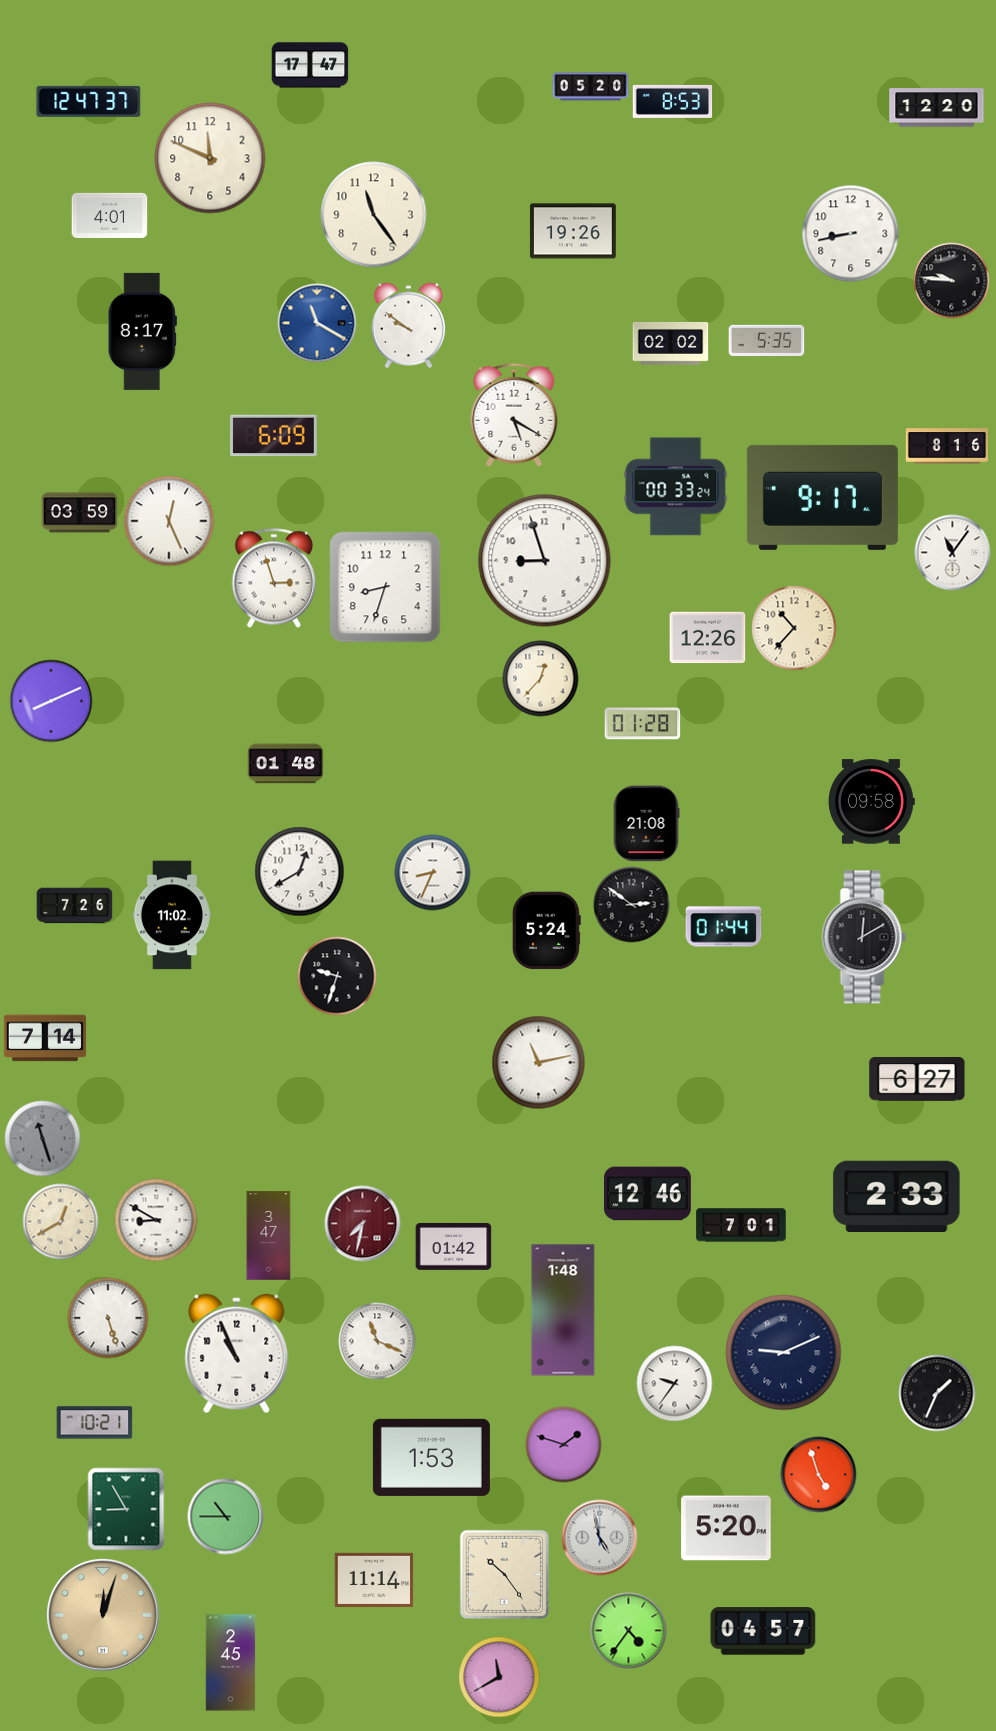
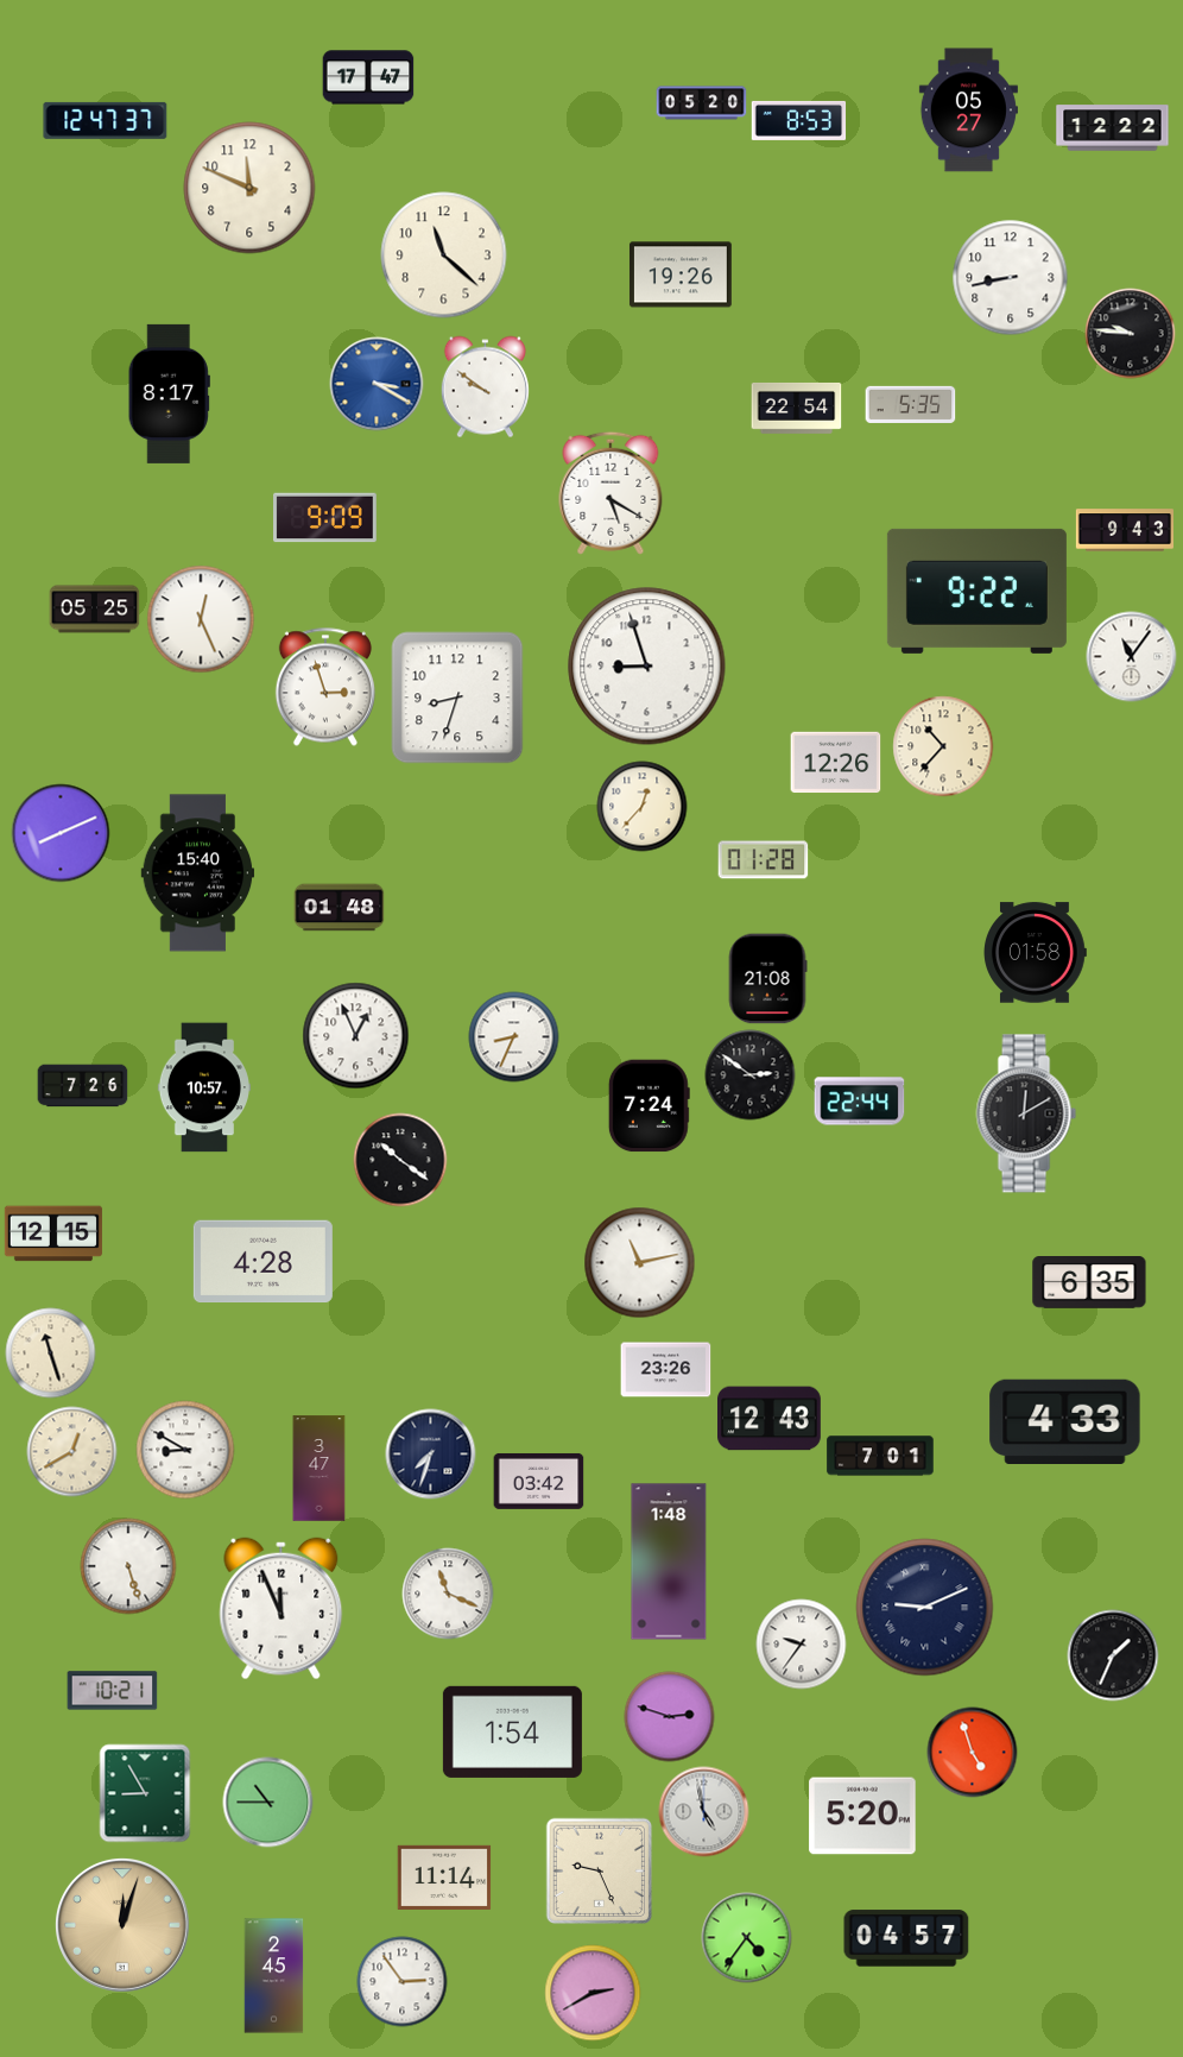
clock at (968, 111): none -> 05:27
clock at (937, 108): 12:20 -> 12:22
clock at (110, 215): 4:01 -> none
clock at (374, 215): 11:24 -> 11:22
clock at (317, 323): 11:20 -> 3:20
clock at (671, 344): 02:02 -> 22:54
clock at (274, 436): 6:09 -> 9:09
clock at (947, 446): 8:16 -> 9:43
clock at (676, 487): 00:33 -> none
clock at (822, 497): 9:17 -> 9:22
clock at (80, 513): 03:59 -> 05:25
clock at (708, 638) position: (708, 638) -> (836, 763)
clock at (198, 873): none -> 15:40
clock at (872, 802): 09:58 -> 01:58
clock at (300, 872): 12:40 -> 12:56
clock at (75, 906) position: (75, 906) -> (83, 1086)
clock at (172, 915): 11:02 -> 10:57
clock at (724, 927): 01:44 -> 22:44
clock at (546, 931): 5:24 -> 7:24
clock at (337, 976): 9:33 -> 10:21
clock at (45, 1038): 7:14 -> 12:15
clock at (262, 1262): none -> 4:28
clock at (917, 1080): 6:27 -> 6:35
clock at (43, 1139) dial: grey -> cream
clock at (666, 1370): none -> 23:26
clock at (648, 1194): 12:46 -> 12:43
clock at (897, 1196): 2:33 -> 4:33
clock at (363, 1224): 7:32 -> 7:33
clock at (363, 1224) dial: burgundy -> navy
clock at (454, 1246): 01:42 -> 03:42
clock at (563, 1310) position: (563, 1310) -> (669, 1561)
clock at (784, 1353) position: (784, 1353) -> (925, 1608)
clock at (237, 1354): 10:56 -> 11:56
clock at (564, 1445): 1:48 -> 2:48
clock at (431, 1457): 1:53 -> 1:54
clock at (126, 1509) position: (126, 1509) -> (145, 1793)
clock at (600, 1538) position: (600, 1538) -> (704, 1812)
clock at (505, 1575): 10:24 -> 9:26
clock at (103, 1615) position: (103, 1615) -> (122, 1925)
clock at (403, 1982): none -> 2:54
clock at (499, 1677): 11:40 -> 2:40
